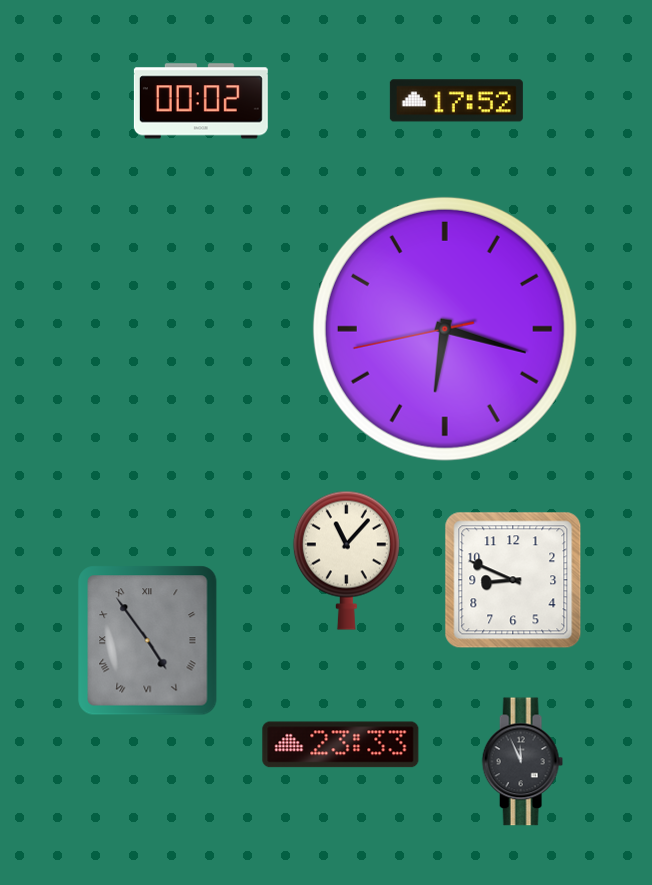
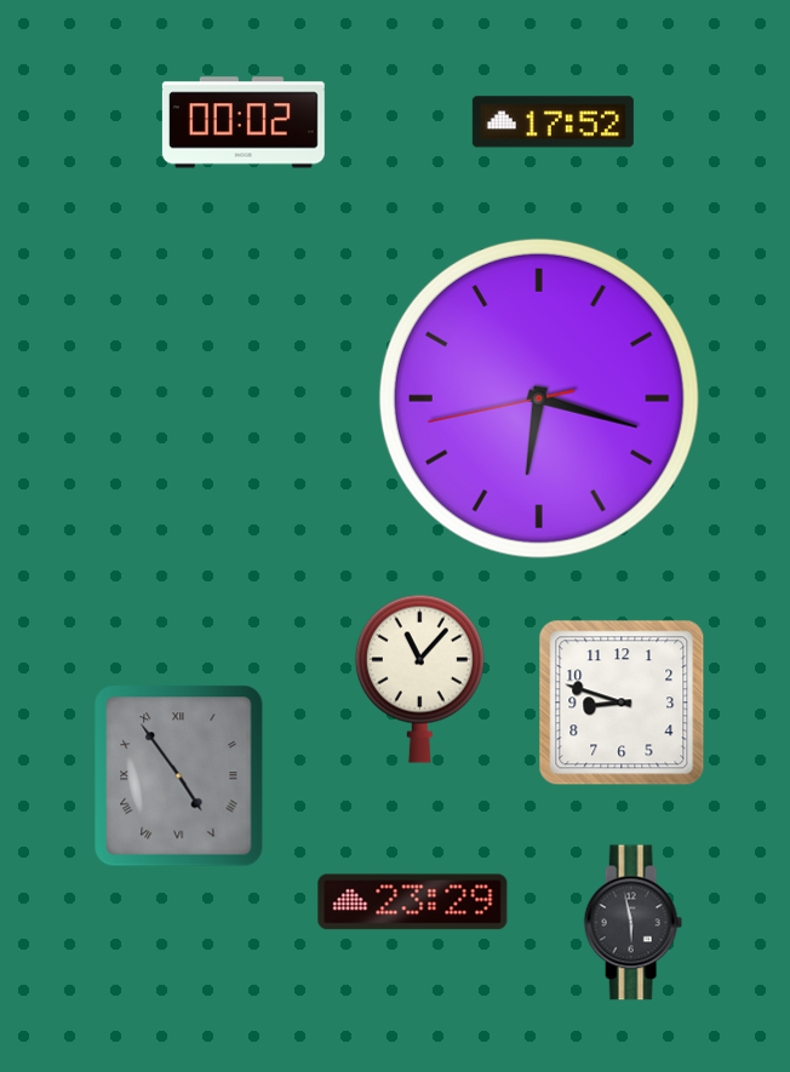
clock at (513, 580): 8:49 -> 8:48
clock at (341, 745): 23:33 -> 23:29
clock at (522, 762): 11:56 -> 5:58
